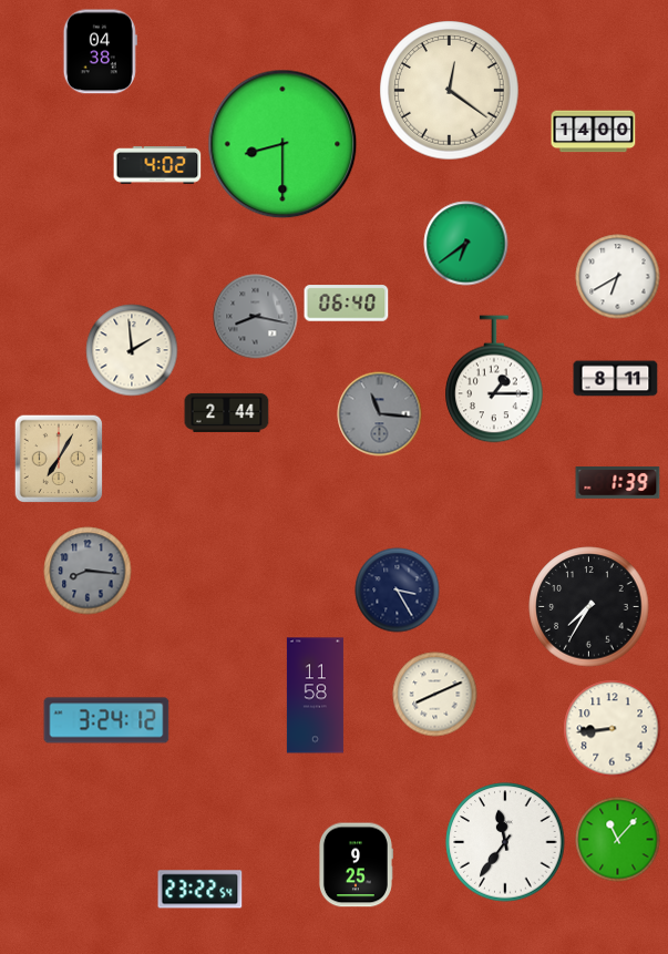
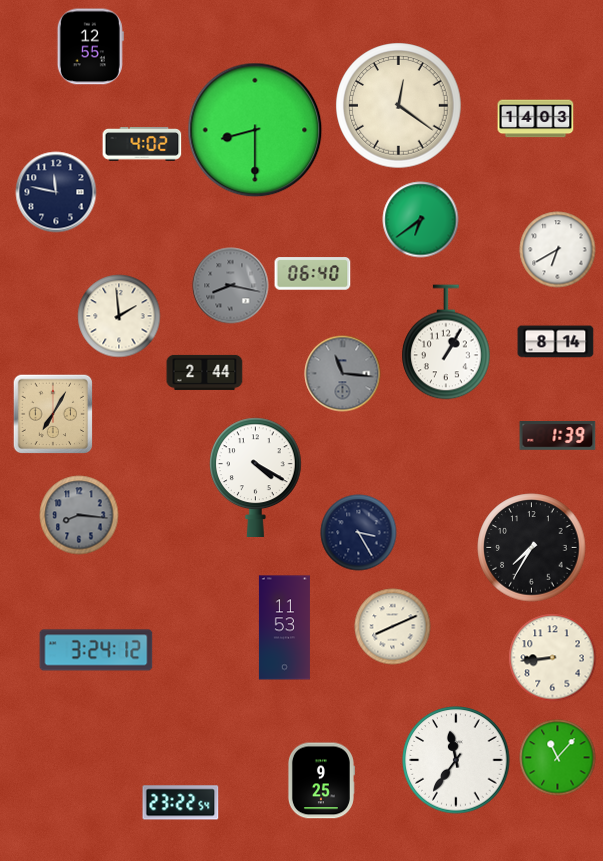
clock at (100, 52): 04:38 -> 12:55
clock at (450, 91) position: (450, 91) -> (399, 106)
clock at (594, 132): 14:00 -> 14:03
clock at (157, 165) position: (157, 165) -> (142, 144)
clock at (56, 192): none -> 11:47
clock at (494, 379): 1:15 -> 1:05
clock at (616, 379): 8:11 -> 8:14
clock at (256, 477): none -> 4:20
clock at (315, 696): 11:58 -> 11:53
